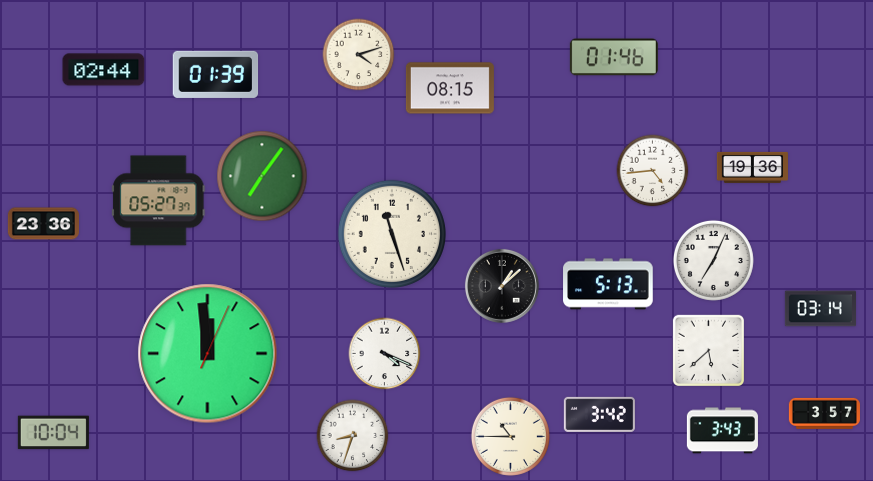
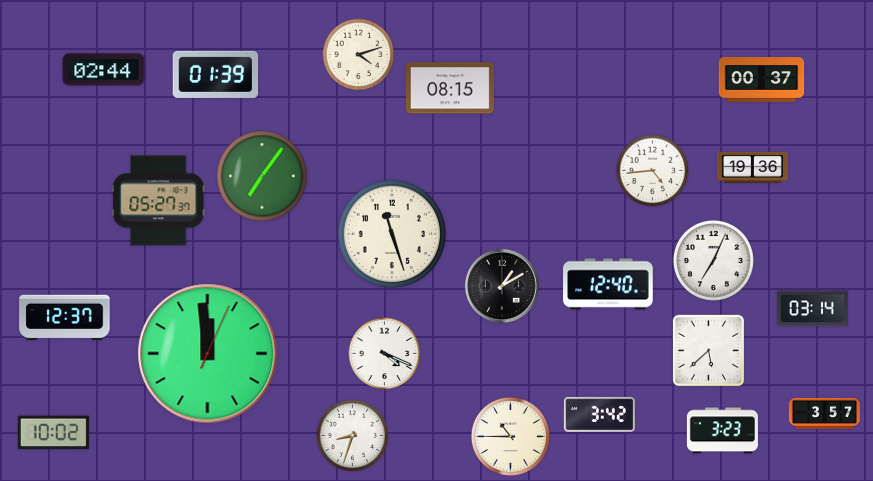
clock at (614, 57): 01:46 -> none
clock at (762, 80): none -> 00:37
clock at (43, 224): 23:36 -> none
clock at (608, 284): 5:13 -> 12:40
clock at (502, 286): 1:08 -> 1:10
clock at (820, 309) position: (820, 309) -> (812, 309)
clock at (65, 318): none -> 12:37
clock at (722, 431): 3:43 -> 3:23
clock at (53, 433): 10:04 -> 10:02
